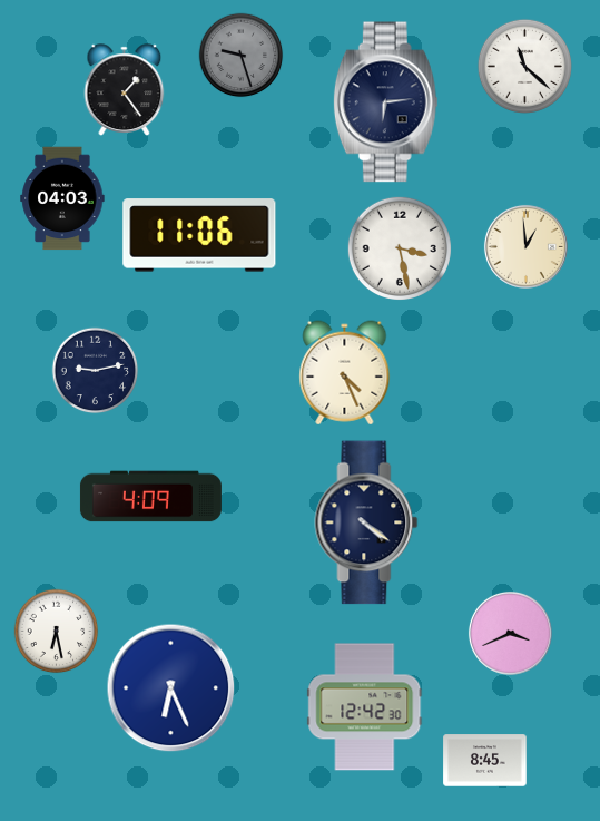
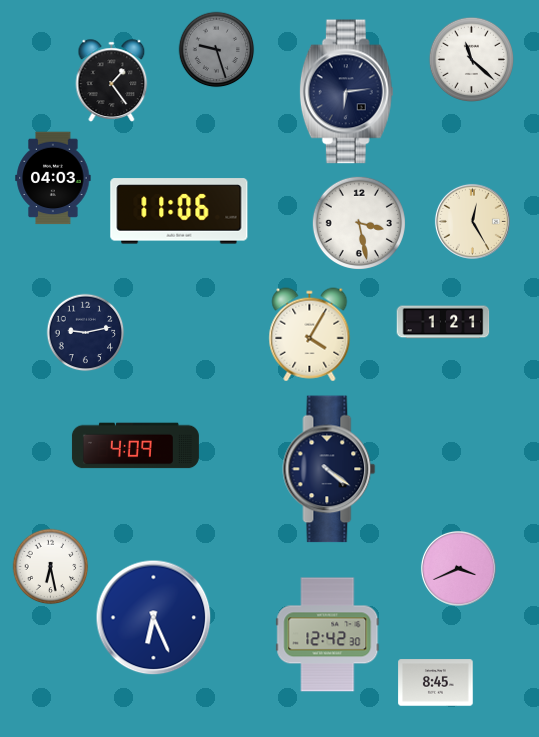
clock at (62, 198) position: (62, 198) -> (53, 178)
clock at (525, 246): 12:59 -> 12:25
clock at (443, 322): none -> 1:21
clock at (345, 373): 4:26 -> 4:05
